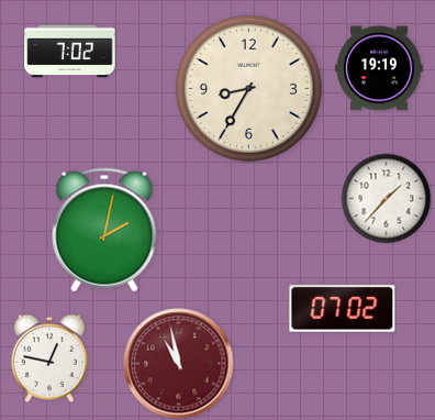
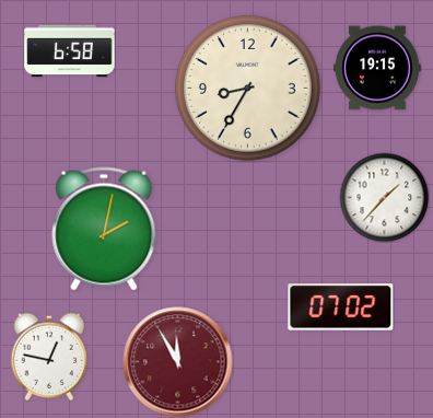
clock at (70, 52): 7:02 -> 6:58
clock at (379, 68): 19:19 -> 19:15
clock at (179, 364): 10:58 -> 11:55
